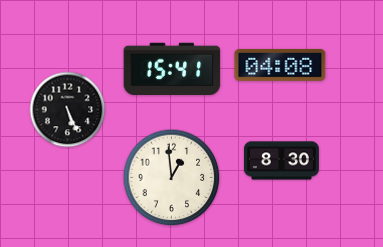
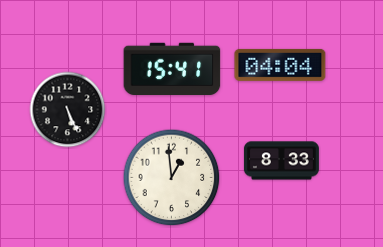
clock at (280, 65): 04:08 -> 04:04
clock at (281, 161): 8:30 -> 8:33
